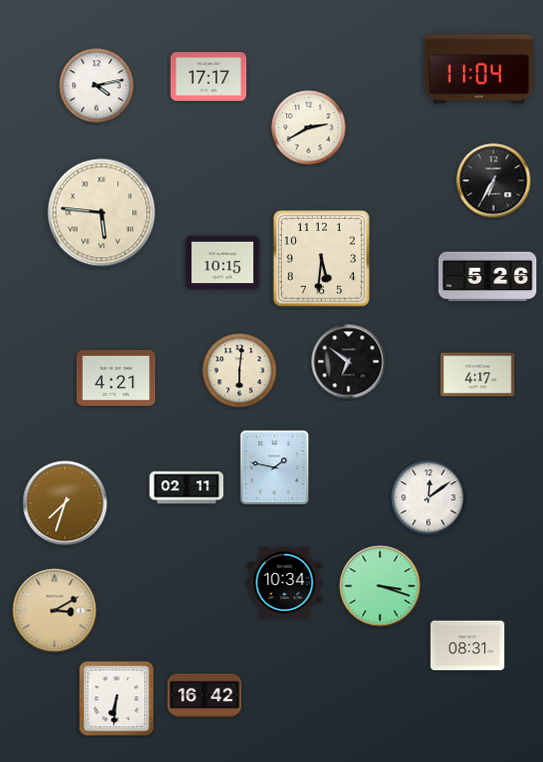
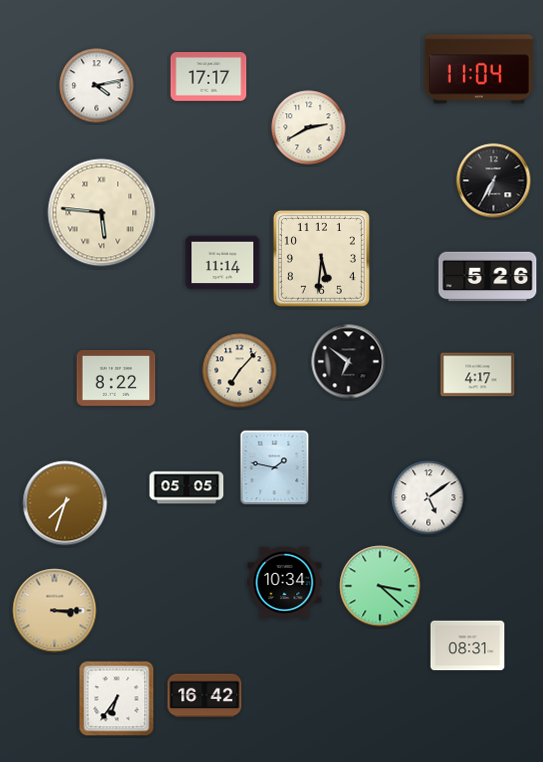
clock at (223, 263): 10:15 -> 11:14
clock at (240, 371): 6:01 -> 7:07
clock at (116, 379): 4:21 -> 8:22
clock at (187, 488): 02:11 -> 05:05
clock at (429, 498): 12:09 -> 5:09
clock at (380, 586): 3:18 -> 3:22
clock at (55, 611): 3:10 -> 3:15
clock at (117, 699): 6:31 -> 6:36
